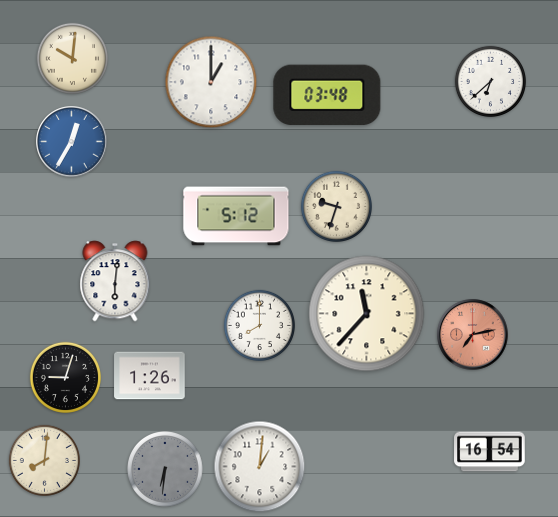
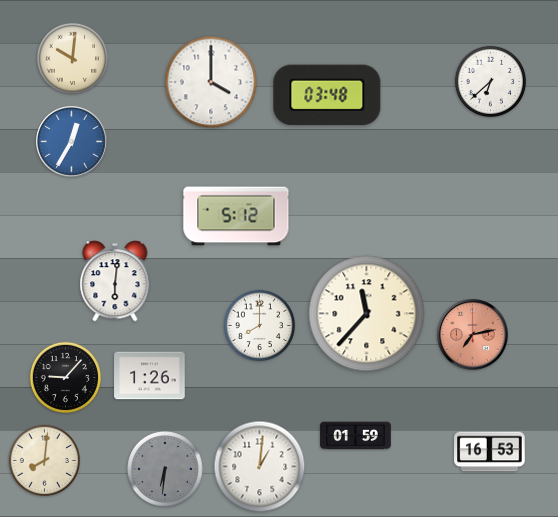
clock at (211, 82): 1:00 -> 4:00
clock at (336, 206): 9:33 -> none
clock at (65, 377): 9:03 -> 9:07
clock at (356, 436): none -> 01:59
clock at (490, 452): 16:54 -> 16:53
